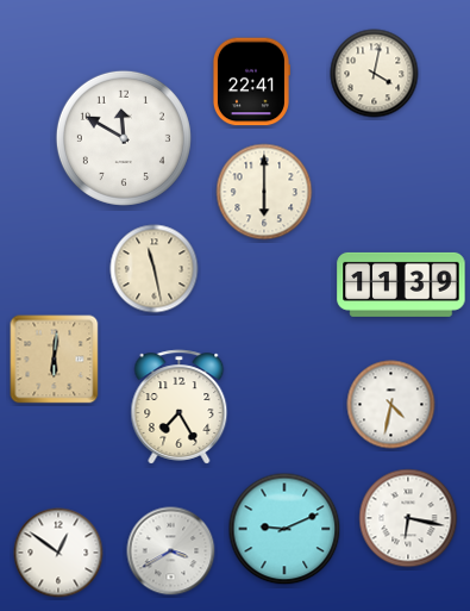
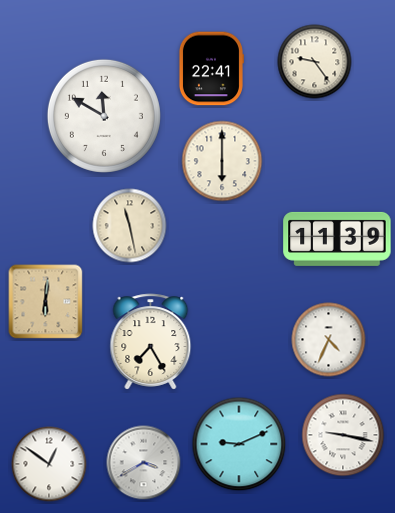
clock at (375, 74): 4:02 -> 9:24
clock at (391, 405): 4:32 -> 4:34
clock at (408, 518): 6:17 -> 9:17
